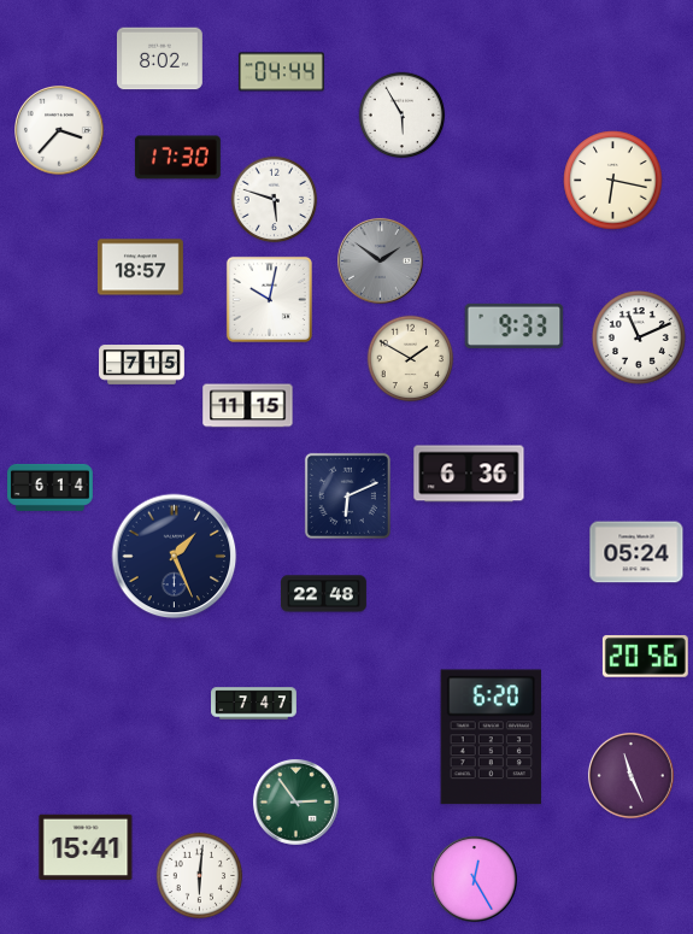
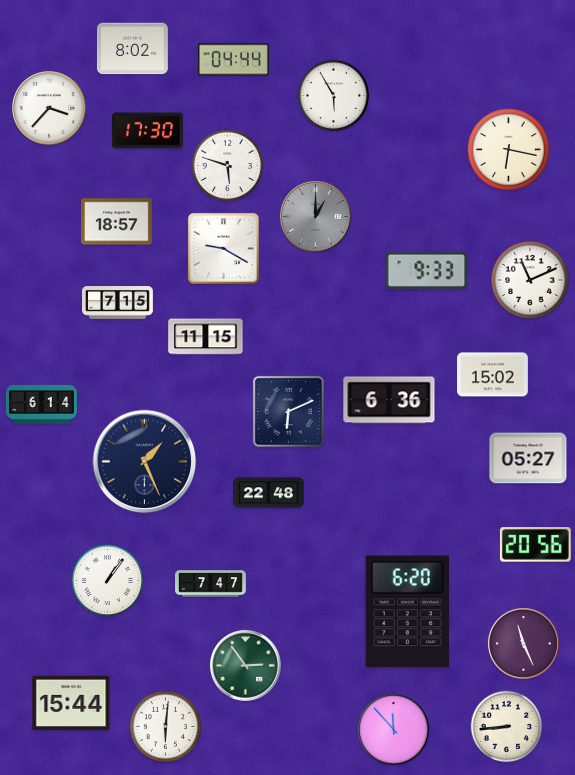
clock at (380, 260): 1:51 -> 1:00
clock at (269, 299): 10:02 -> 9:20
clock at (411, 359): 1:50 -> none
clock at (493, 375): none -> 15:02
clock at (469, 474) position: (469, 474) -> (389, 400)
clock at (636, 552): 05:24 -> 05:27
clock at (108, 581): none -> 1:06
clock at (86, 847): 15:41 -> 15:44
clock at (507, 727): none -> 8:44
clock at (474, 879): 12:25 -> 11:53
